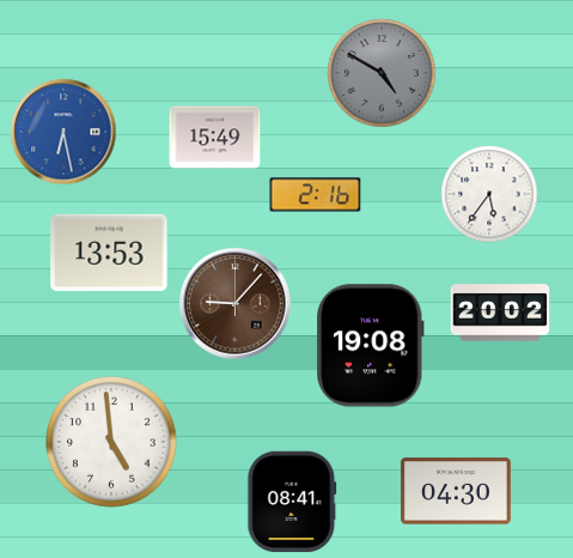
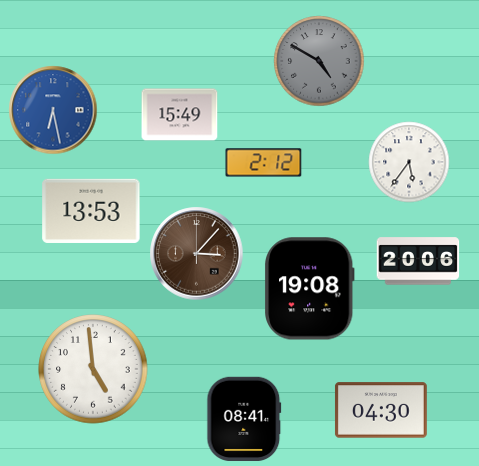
clock at (316, 195): 2:16 -> 2:12
clock at (236, 304): 9:07 -> 3:07
clock at (500, 313): 20:02 -> 20:06
